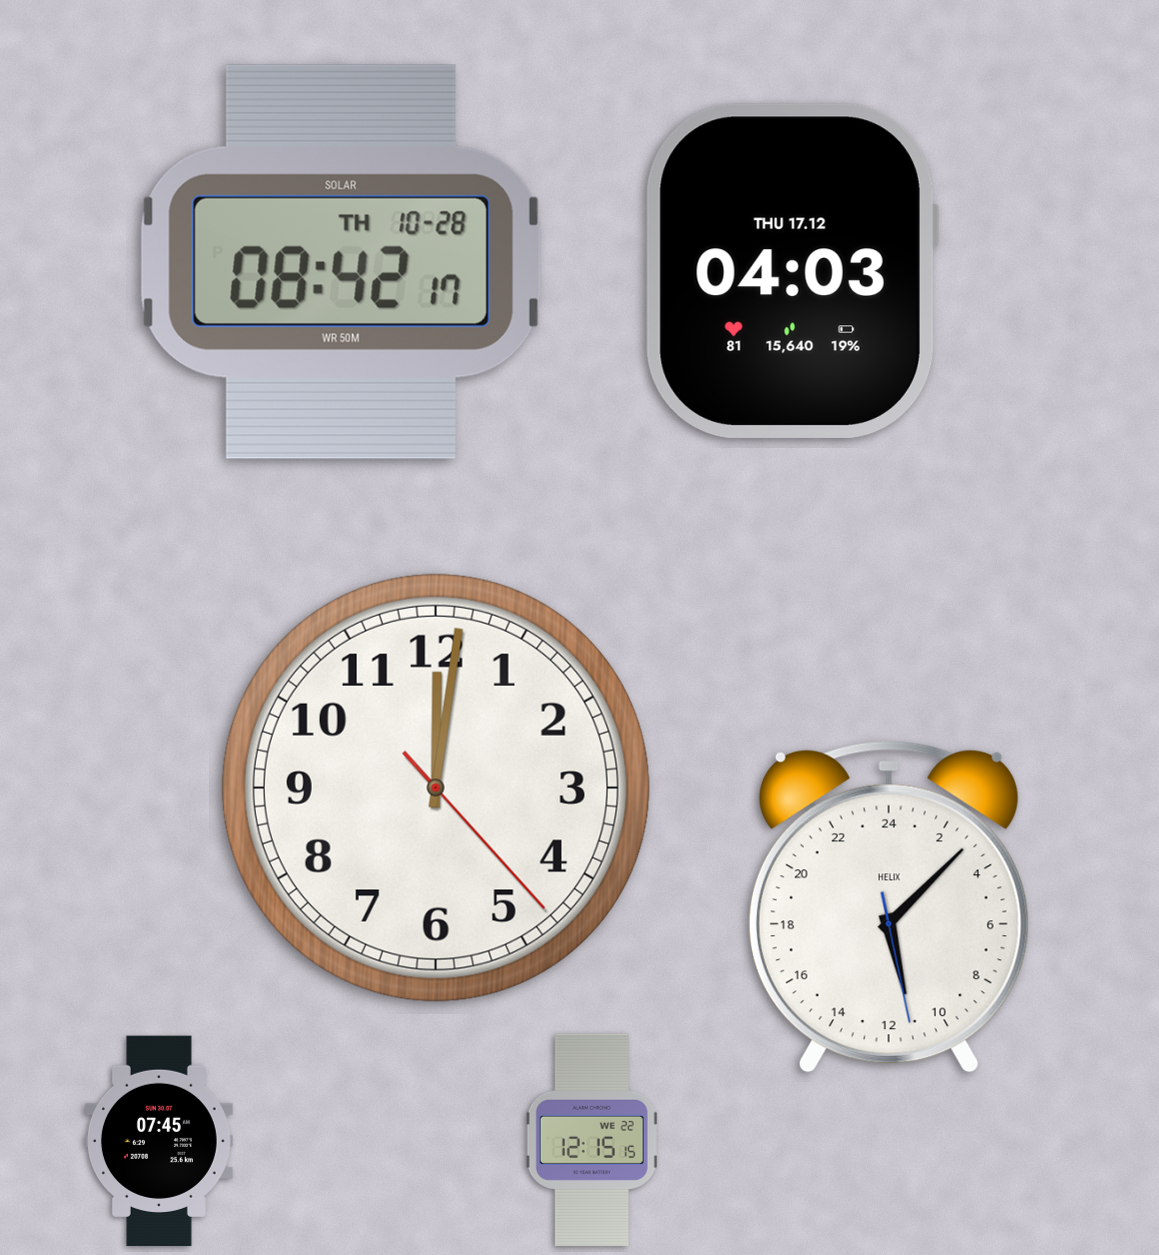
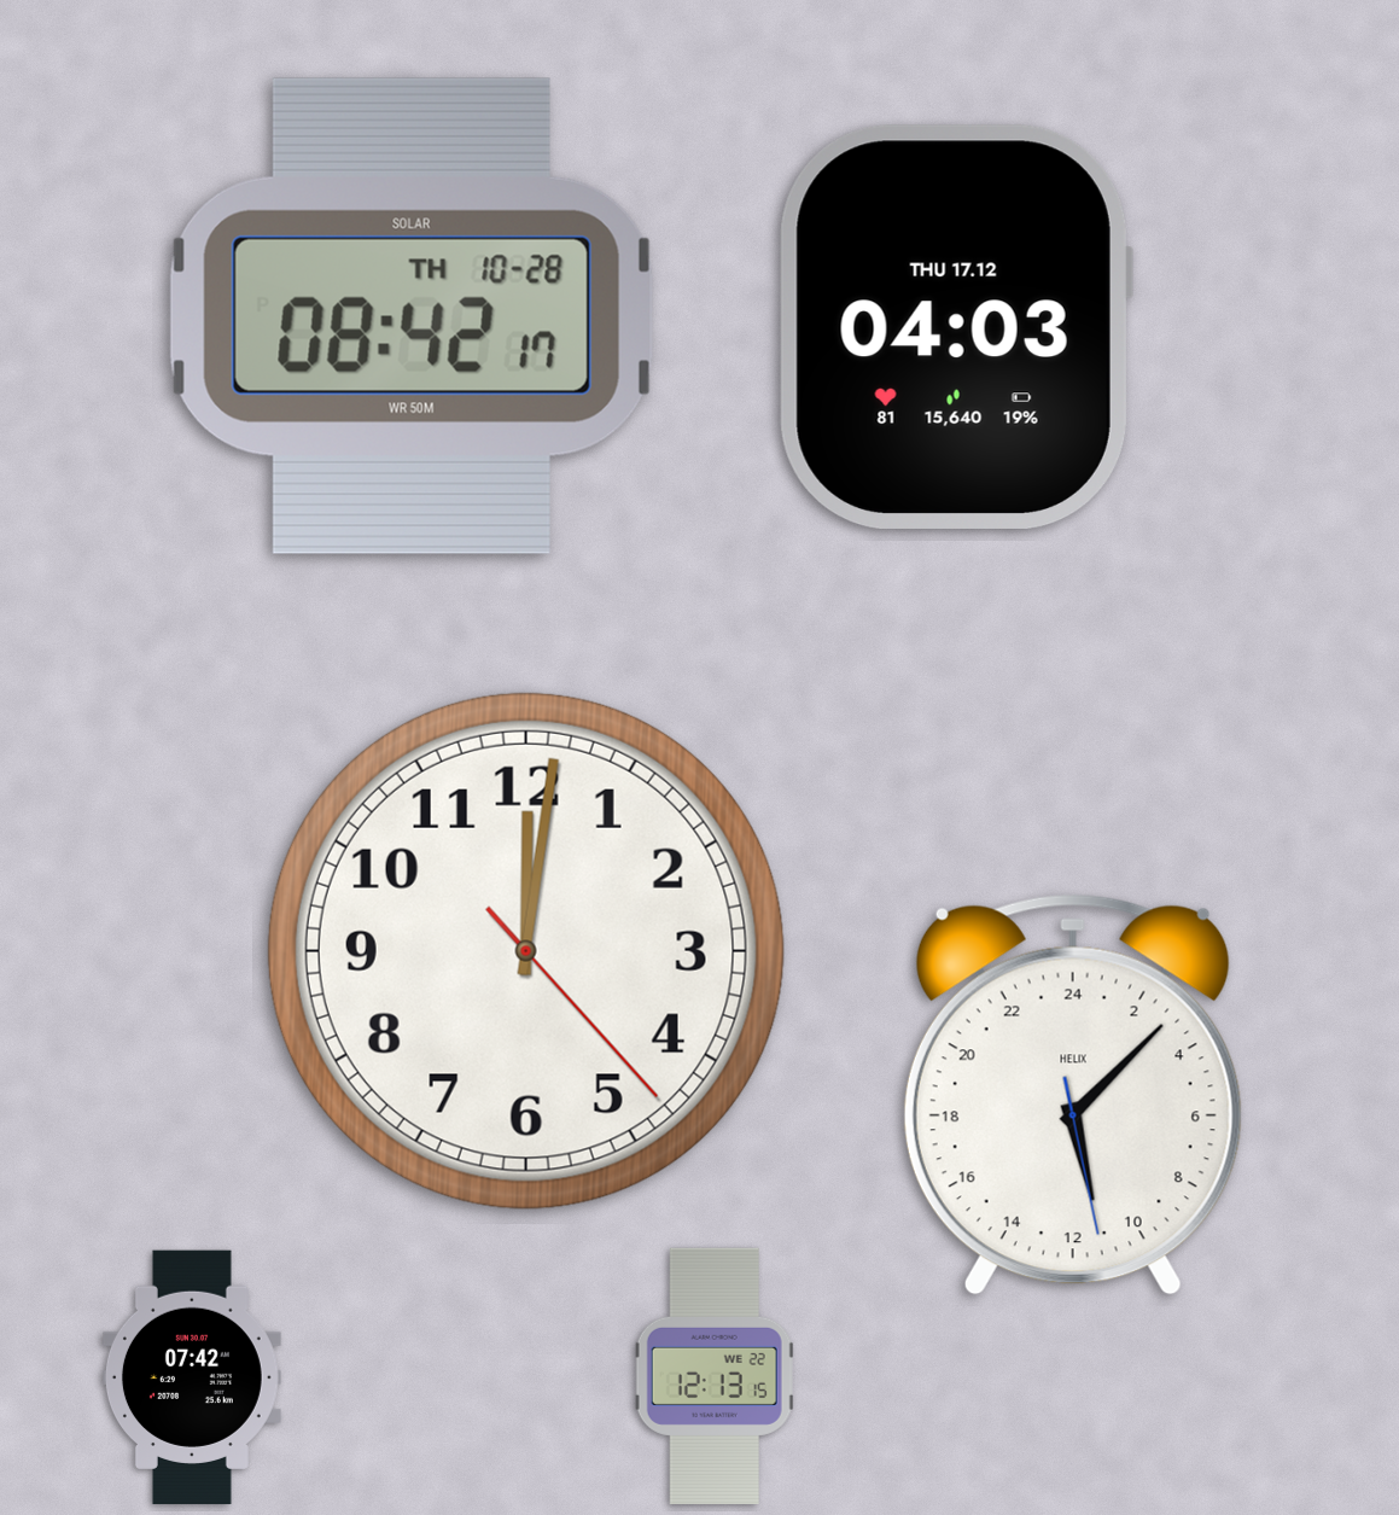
clock at (592, 1140): 12:15 -> 12:13
clock at (159, 1141): 07:45 -> 07:42
